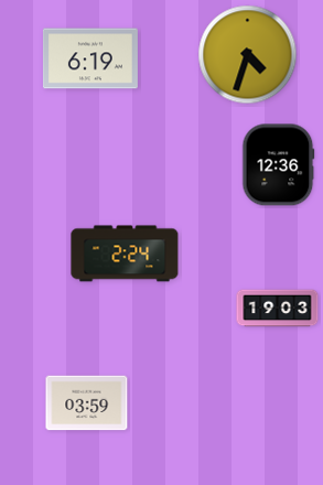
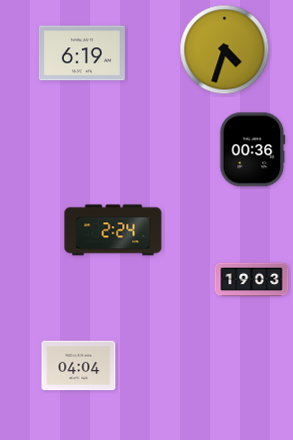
clock at (279, 165): 12:36 -> 00:36
clock at (87, 403): 03:59 -> 04:04
